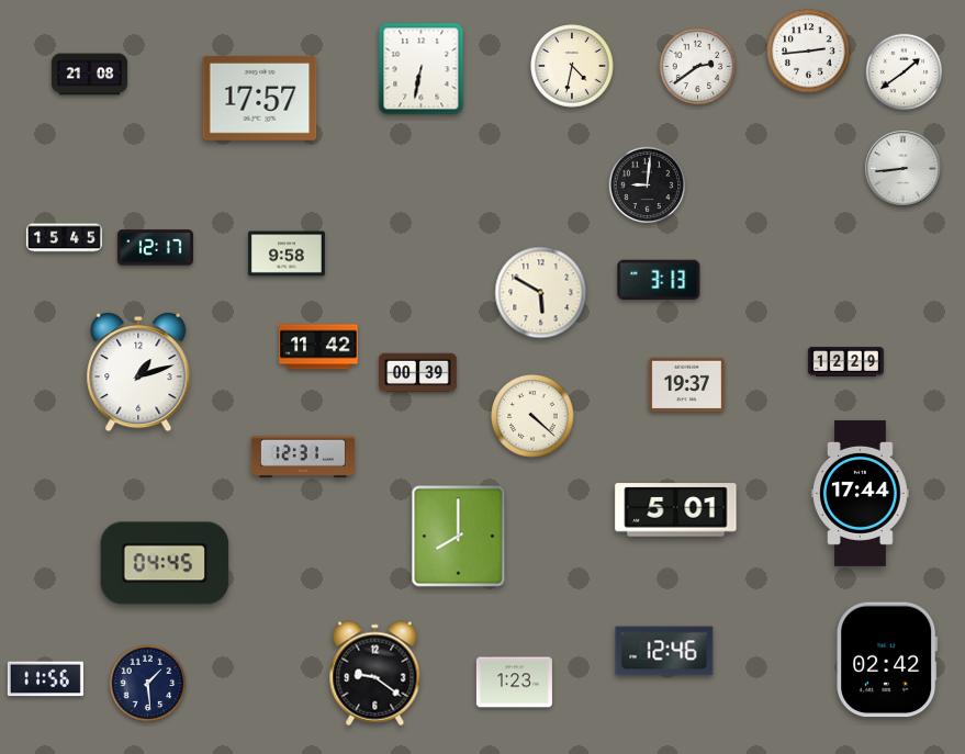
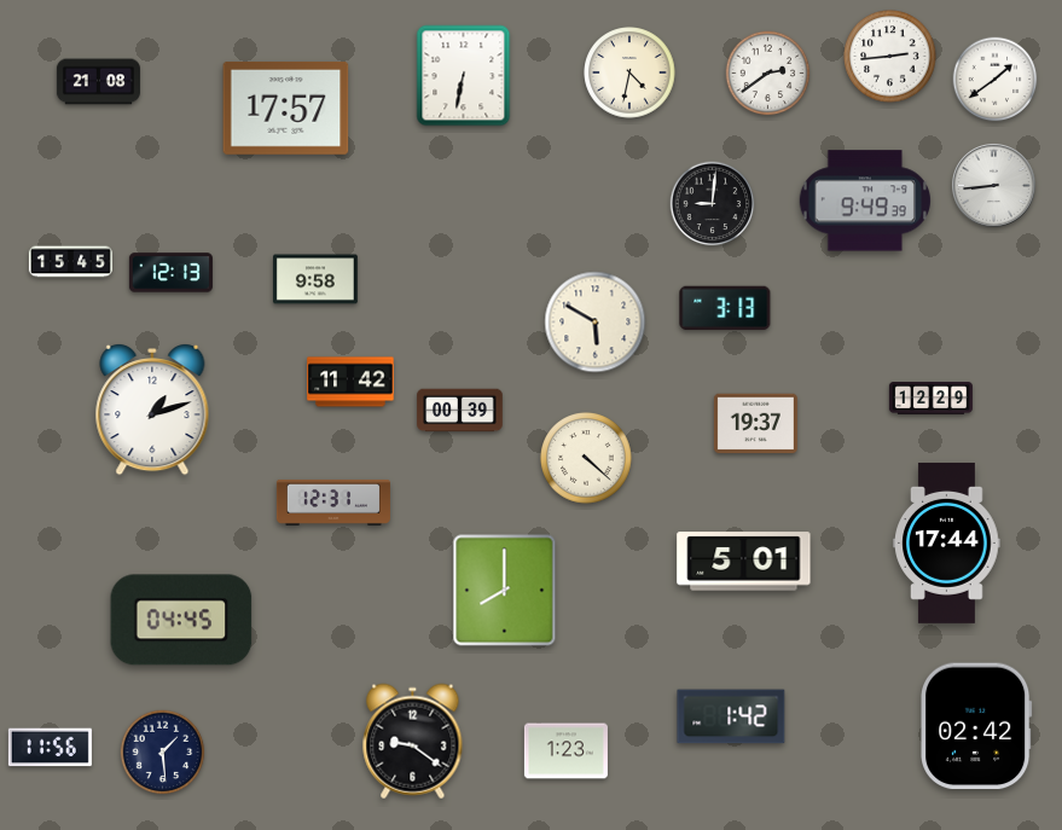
clock at (864, 201): none -> 9:49
clock at (155, 248): 12:17 -> 12:13
clock at (664, 651): 12:46 -> 1:42
